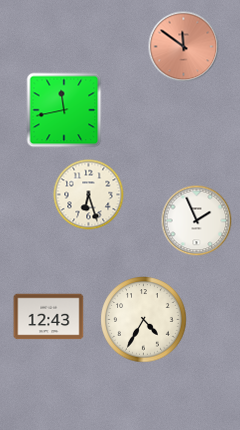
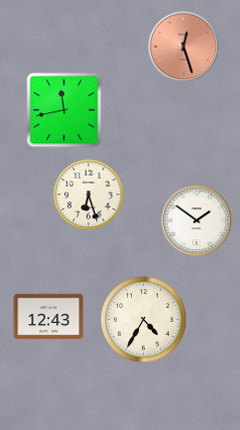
clock at (184, 47): 11:51 -> 12:27
clock at (197, 221): 1:56 -> 1:51
